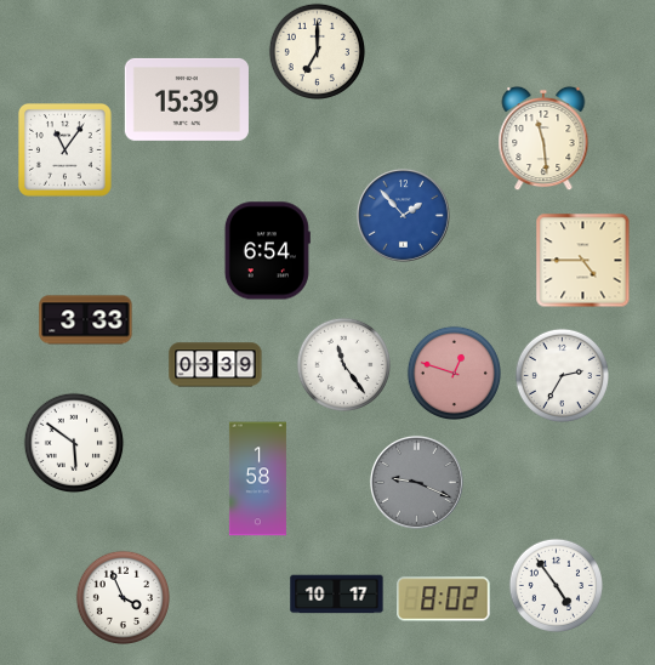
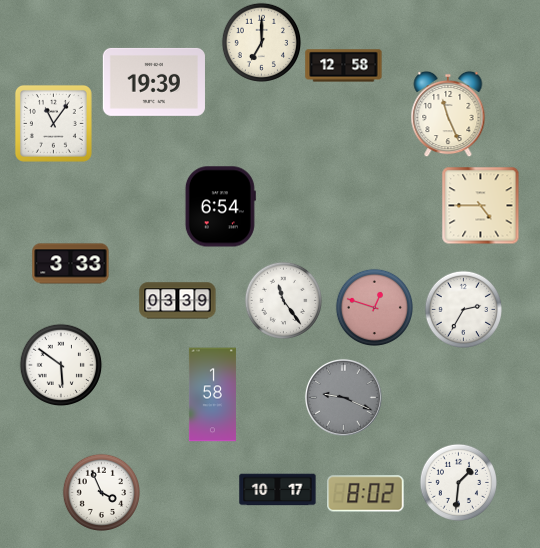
clock at (344, 66): none -> 12:58
clock at (187, 100): 15:39 -> 19:39
clock at (543, 138): 11:29 -> 11:26
clock at (403, 215): 1:53 -> none
clock at (582, 260) position: (582, 260) -> (480, 205)
clock at (556, 585): 4:54 -> 1:31
